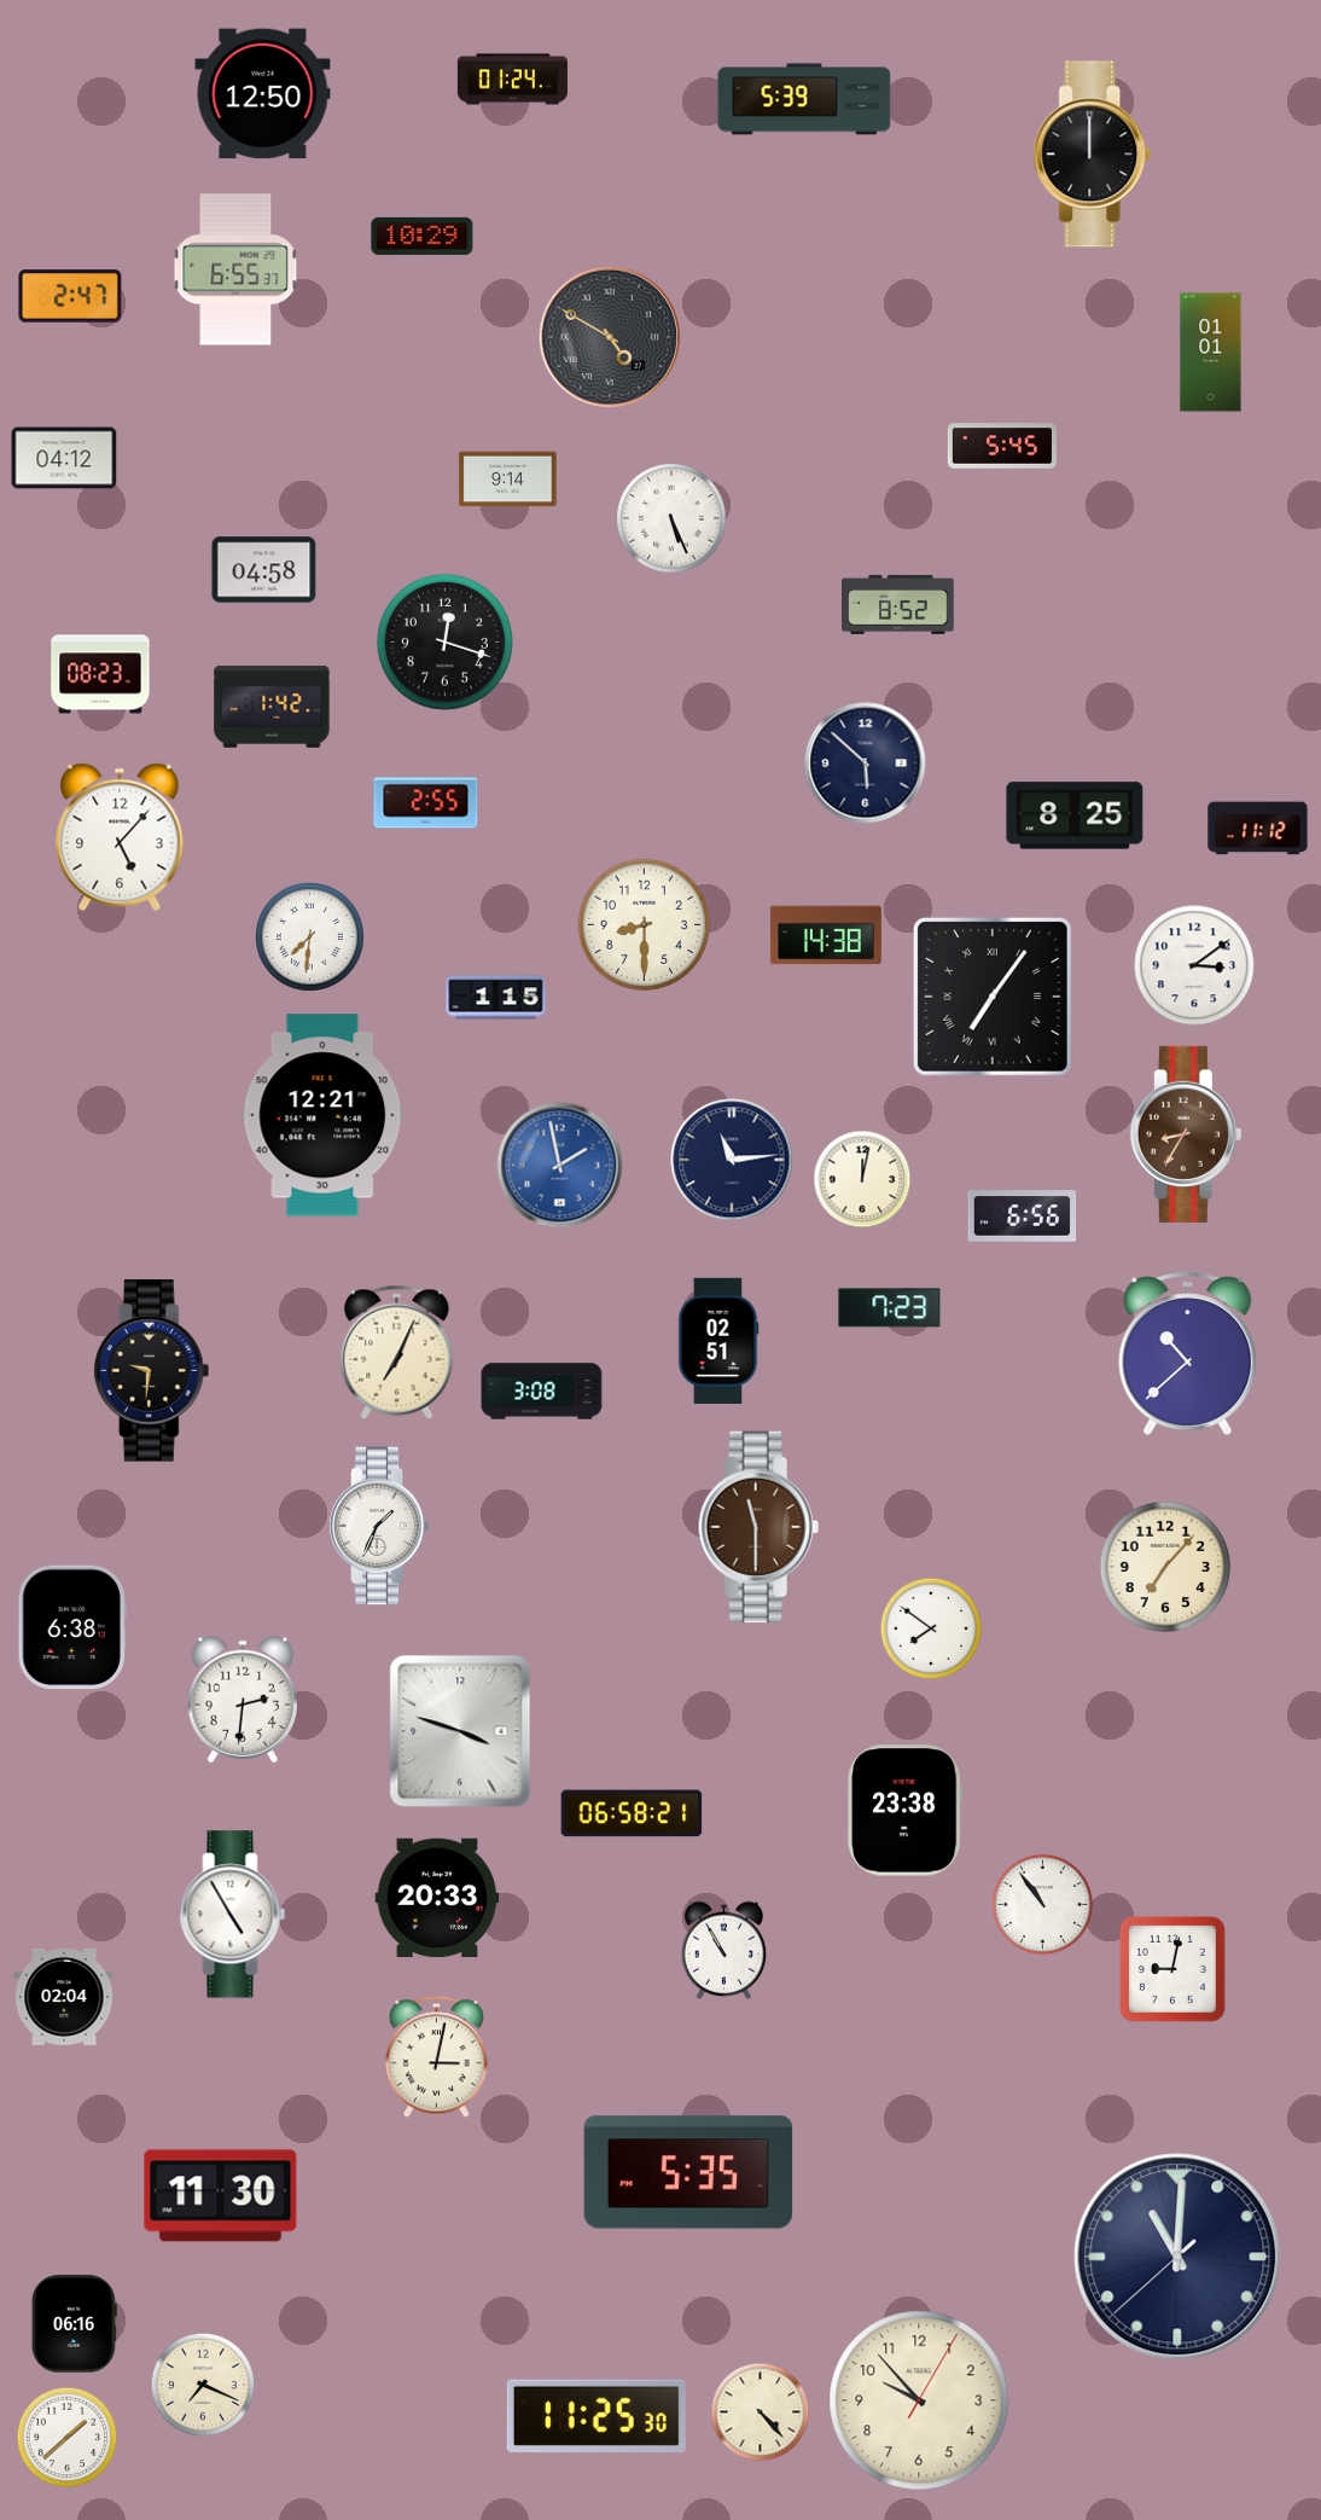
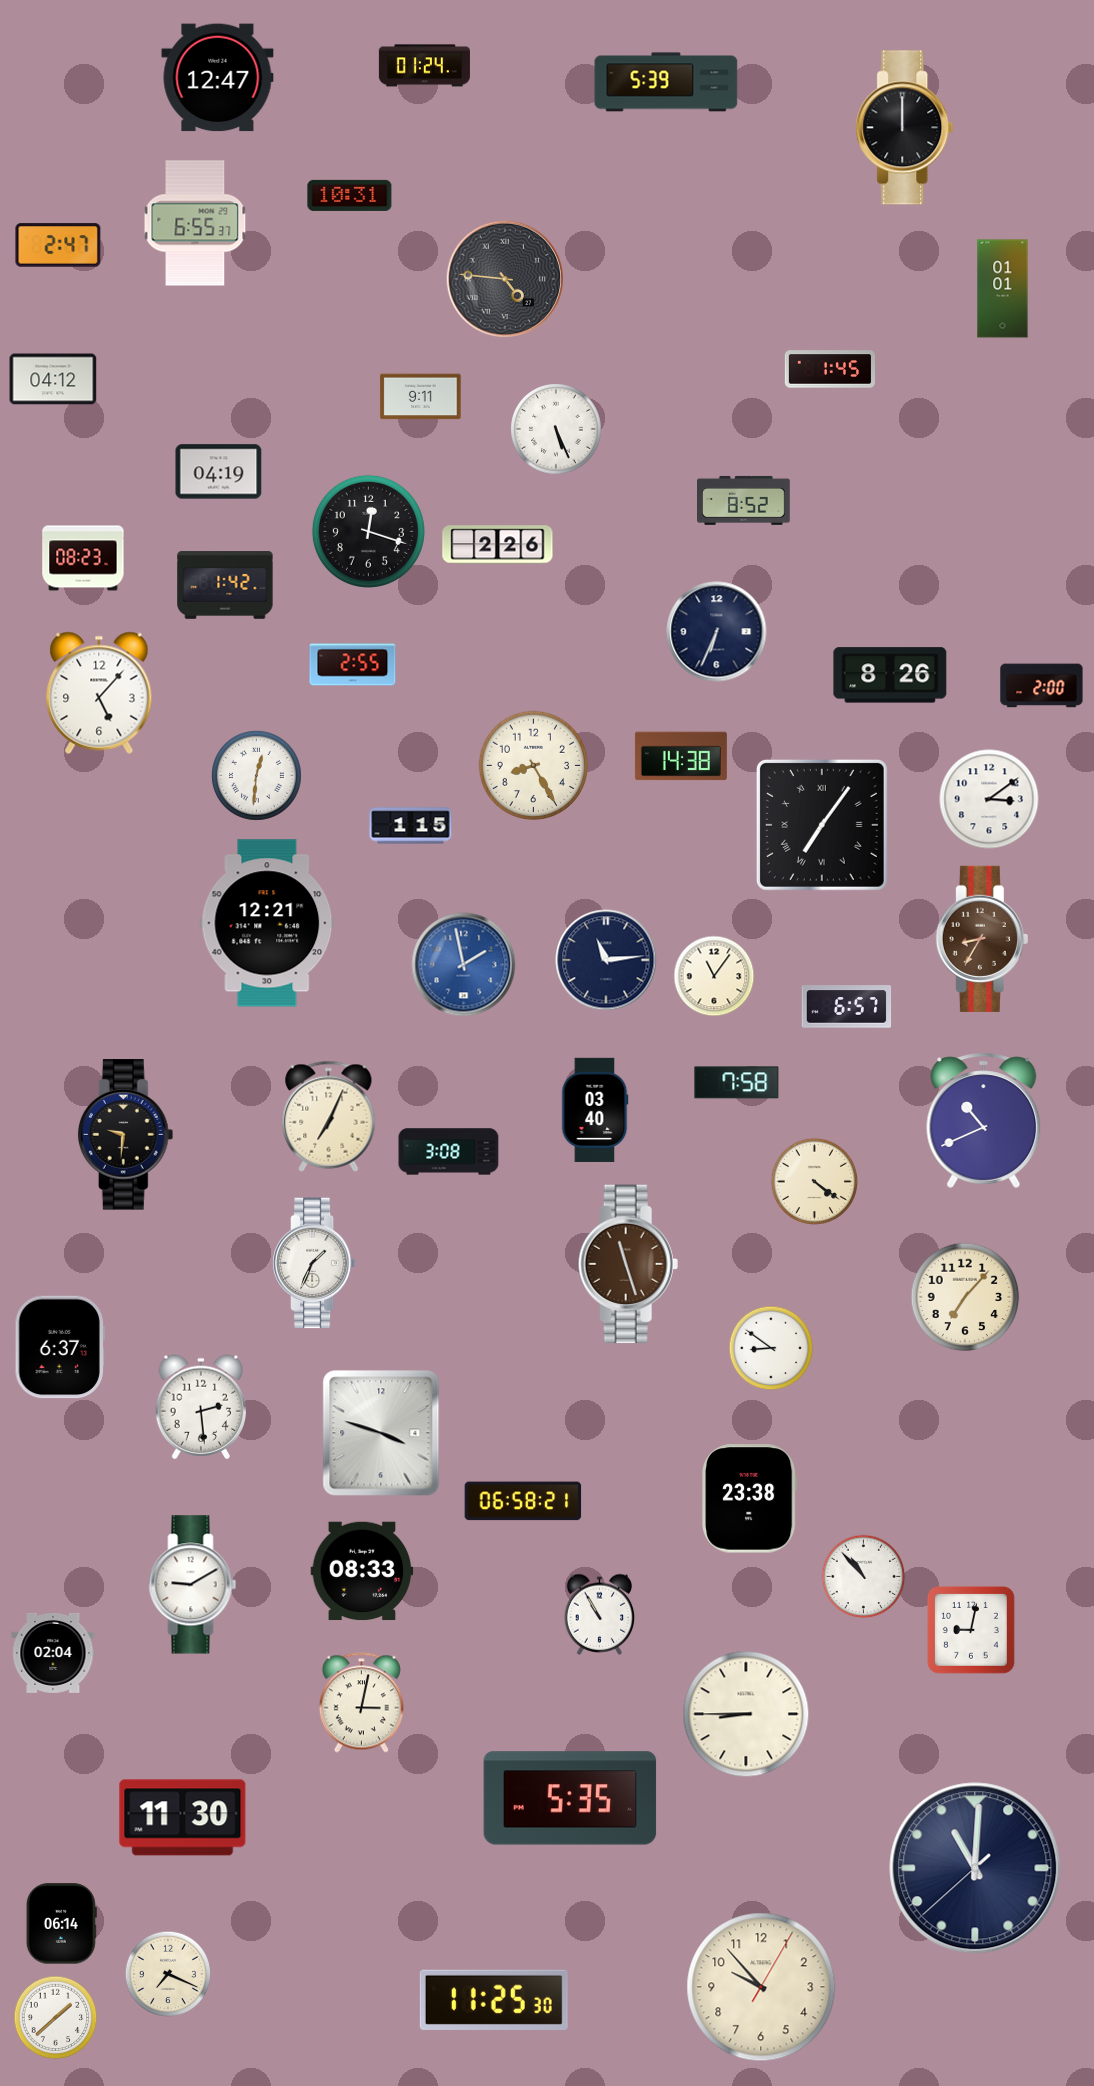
clock at (263, 94): 12:50 -> 12:47
clock at (423, 236): 10:29 -> 10:31
clock at (609, 336): 4:50 -> 4:46
clock at (1211, 353) position: (1211, 353) -> (1003, 289)
clock at (1001, 446): 5:45 -> 1:45
clock at (508, 480): 9:14 -> 9:11
clock at (264, 570): 04:58 -> 04:19
clock at (498, 545): none -> 2:26
clock at (866, 763): 5:52 -> 6:34
clock at (1075, 815): 8:25 -> 8:26
clock at (1258, 829): 11:12 -> 2:00
clock at (645, 925): 8:30 -> 8:25
clock at (826, 935) position: (826, 935) -> (681, 756)
clock at (310, 937): 7:31 -> 12:31
clock at (862, 1179): 12:02 -> 11:06
clock at (1023, 1217): 6:56 -> 6:57
clock at (890, 1308): 7:23 -> 7:58
clock at (718, 1341): 02:51 -> 03:40
clock at (397, 1352) position: (397, 1352) -> (329, 1116)
clock at (1188, 1353): 10:38 -> 10:41
clock at (814, 1181): none -> 4:21
clock at (758, 1527): 11:30 -> 11:27
clock at (72, 1627): 6:38 -> 6:37
clock at (931, 1628): 7:51 -> 8:51
clock at (241, 1700): 2:31 -> 2:29
clock at (437, 1898): 20:33 -> 08:33
clock at (1043, 1905): 10:54 -> 10:53
clock at (233, 1915): 4:55 -> 9:10
clock at (746, 1714): none -> 8:45
clock at (74, 2324): 06:16 -> 06:14
clock at (761, 2412): 4:23 -> none
